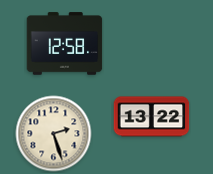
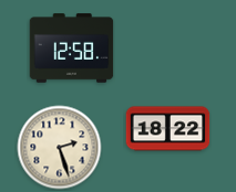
clock at (152, 117): 13:22 -> 18:22
